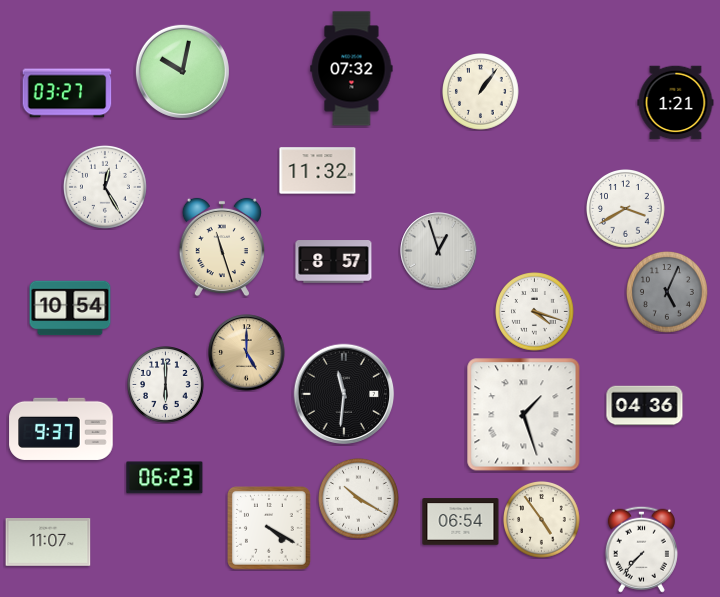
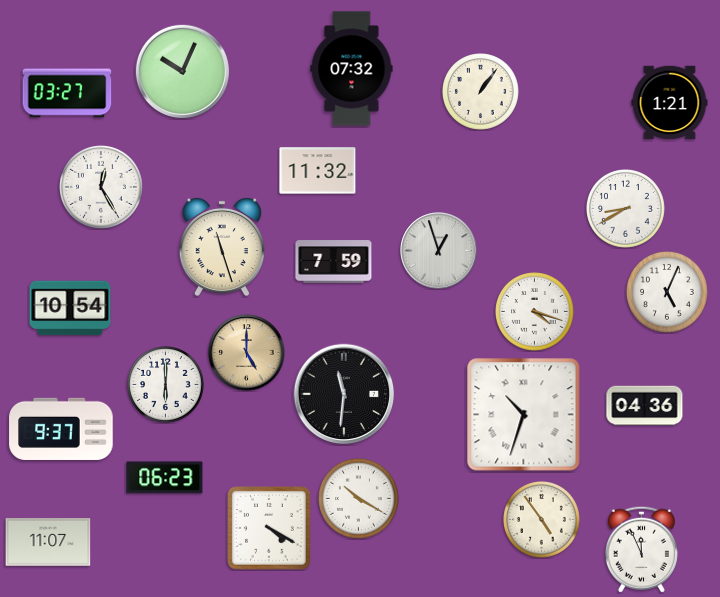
clock at (182, 71): 10:02 -> 10:04
clock at (676, 103) position: (676, 103) -> (670, 103)
clock at (105, 187) position: (105, 187) -> (101, 187)
clock at (626, 209): 3:40 -> 8:40
clock at (334, 262): 8:57 -> 7:59
clock at (667, 292) dial: grey -> white
clock at (524, 415): 1:27 -> 10:33
clock at (461, 522): 06:54 -> none
clock at (641, 549): 7:37 -> 11:56
